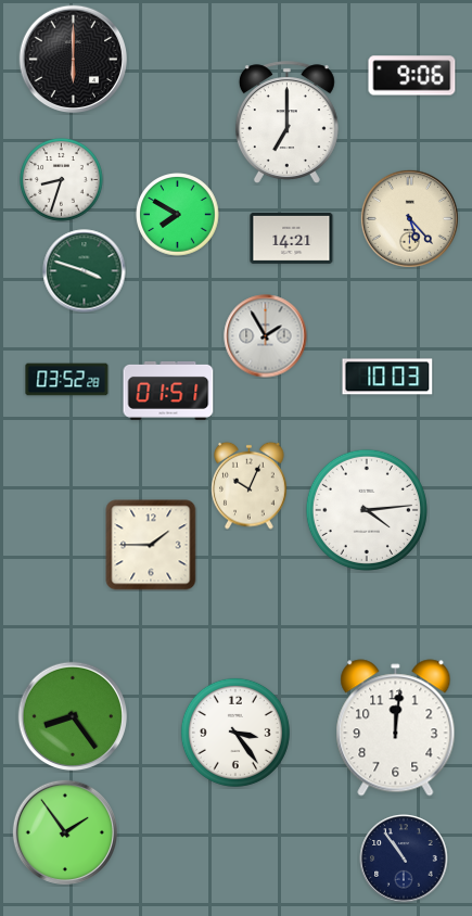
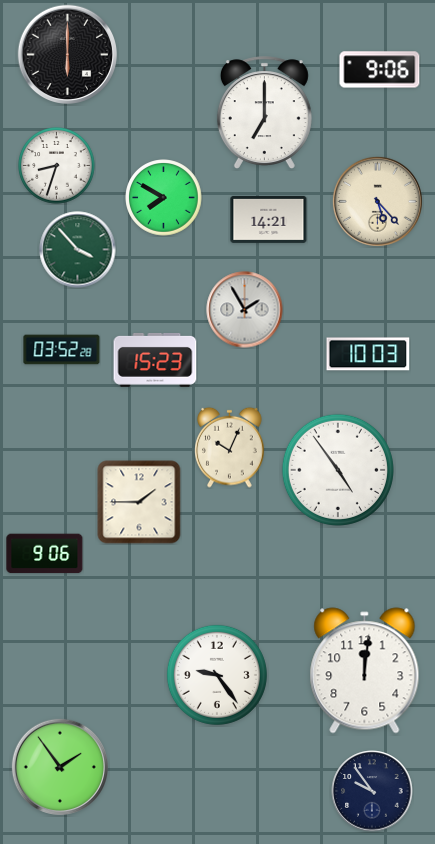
clock at (85, 271): 3:48 -> 3:53
clock at (387, 377) position: (387, 377) -> (368, 354)
clock at (168, 391): 01:51 -> 15:23
clock at (367, 510): 4:14 -> 4:54
clock at (45, 554): none -> 9:06
clock at (73, 716): 8:24 -> none
clock at (235, 733): 3:24 -> 9:24
clock at (404, 858): 10:54 -> 9:54
